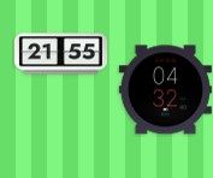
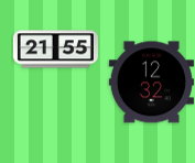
clock at (165, 90): 04:32 -> 12:32
